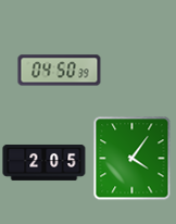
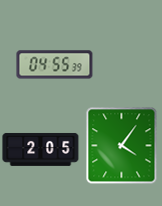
clock at (60, 71): 04:50 -> 04:55
